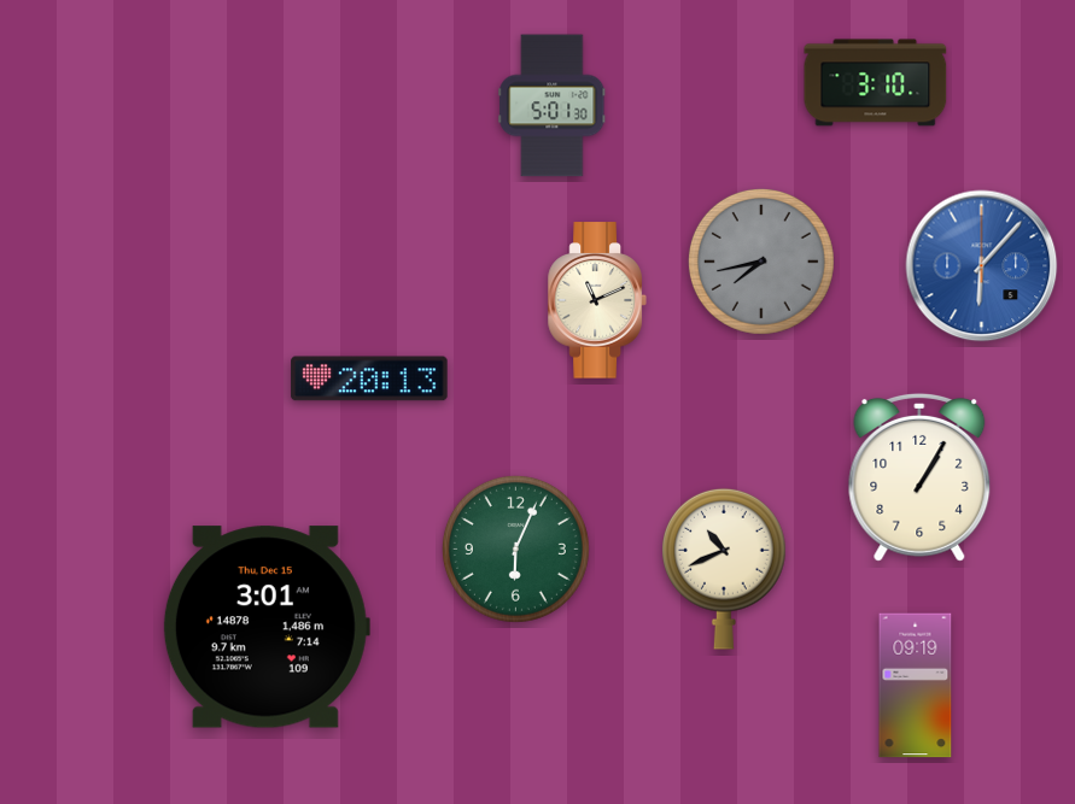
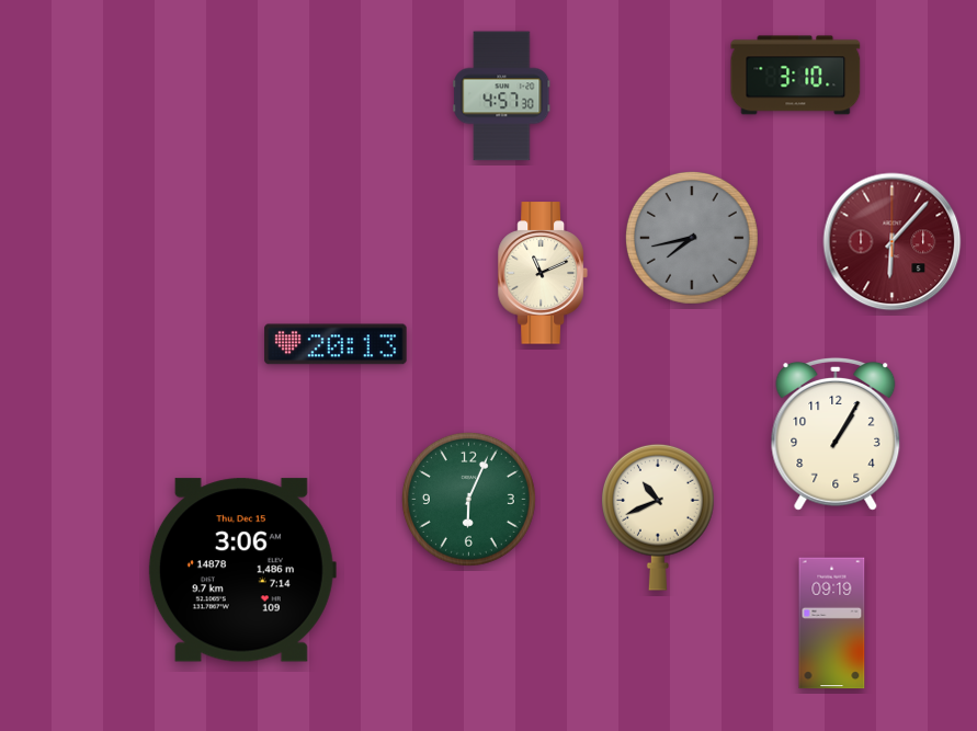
clock at (553, 106): 5:01 -> 4:57
clock at (982, 266) dial: blue -> burgundy
clock at (267, 627): 3:01 -> 3:06
